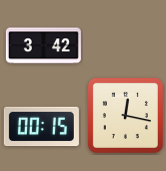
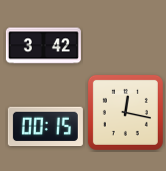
clock at (125, 115) position: (125, 115) -> (125, 112)
clock at (41, 127) position: (41, 127) -> (45, 127)
